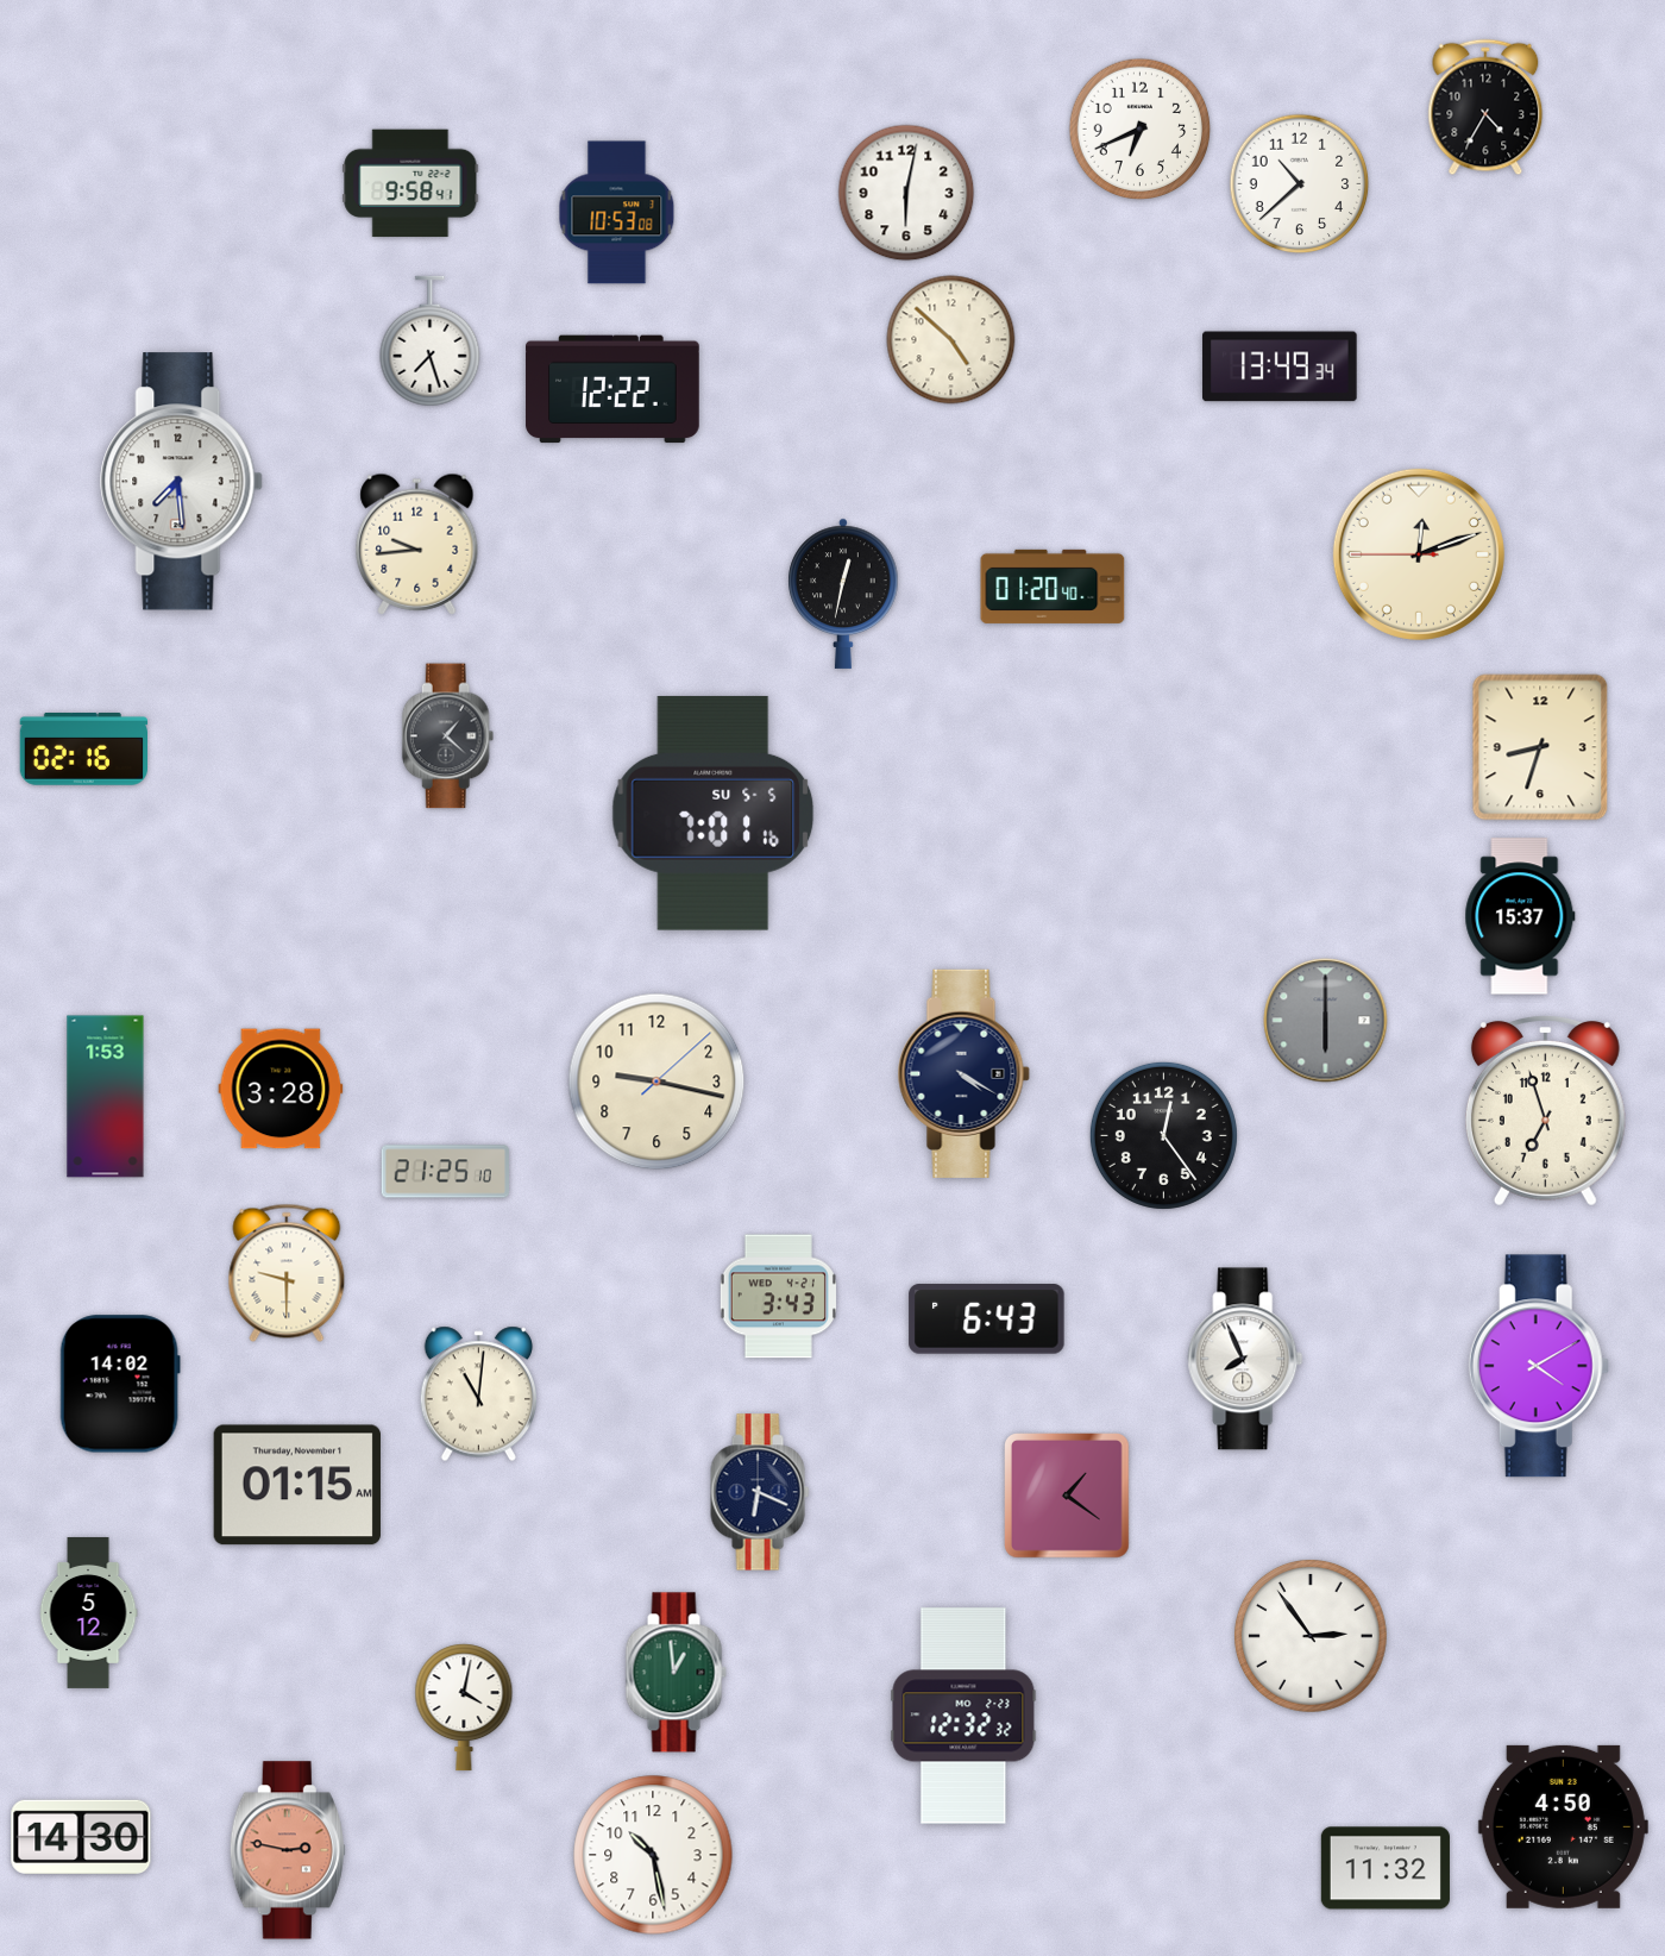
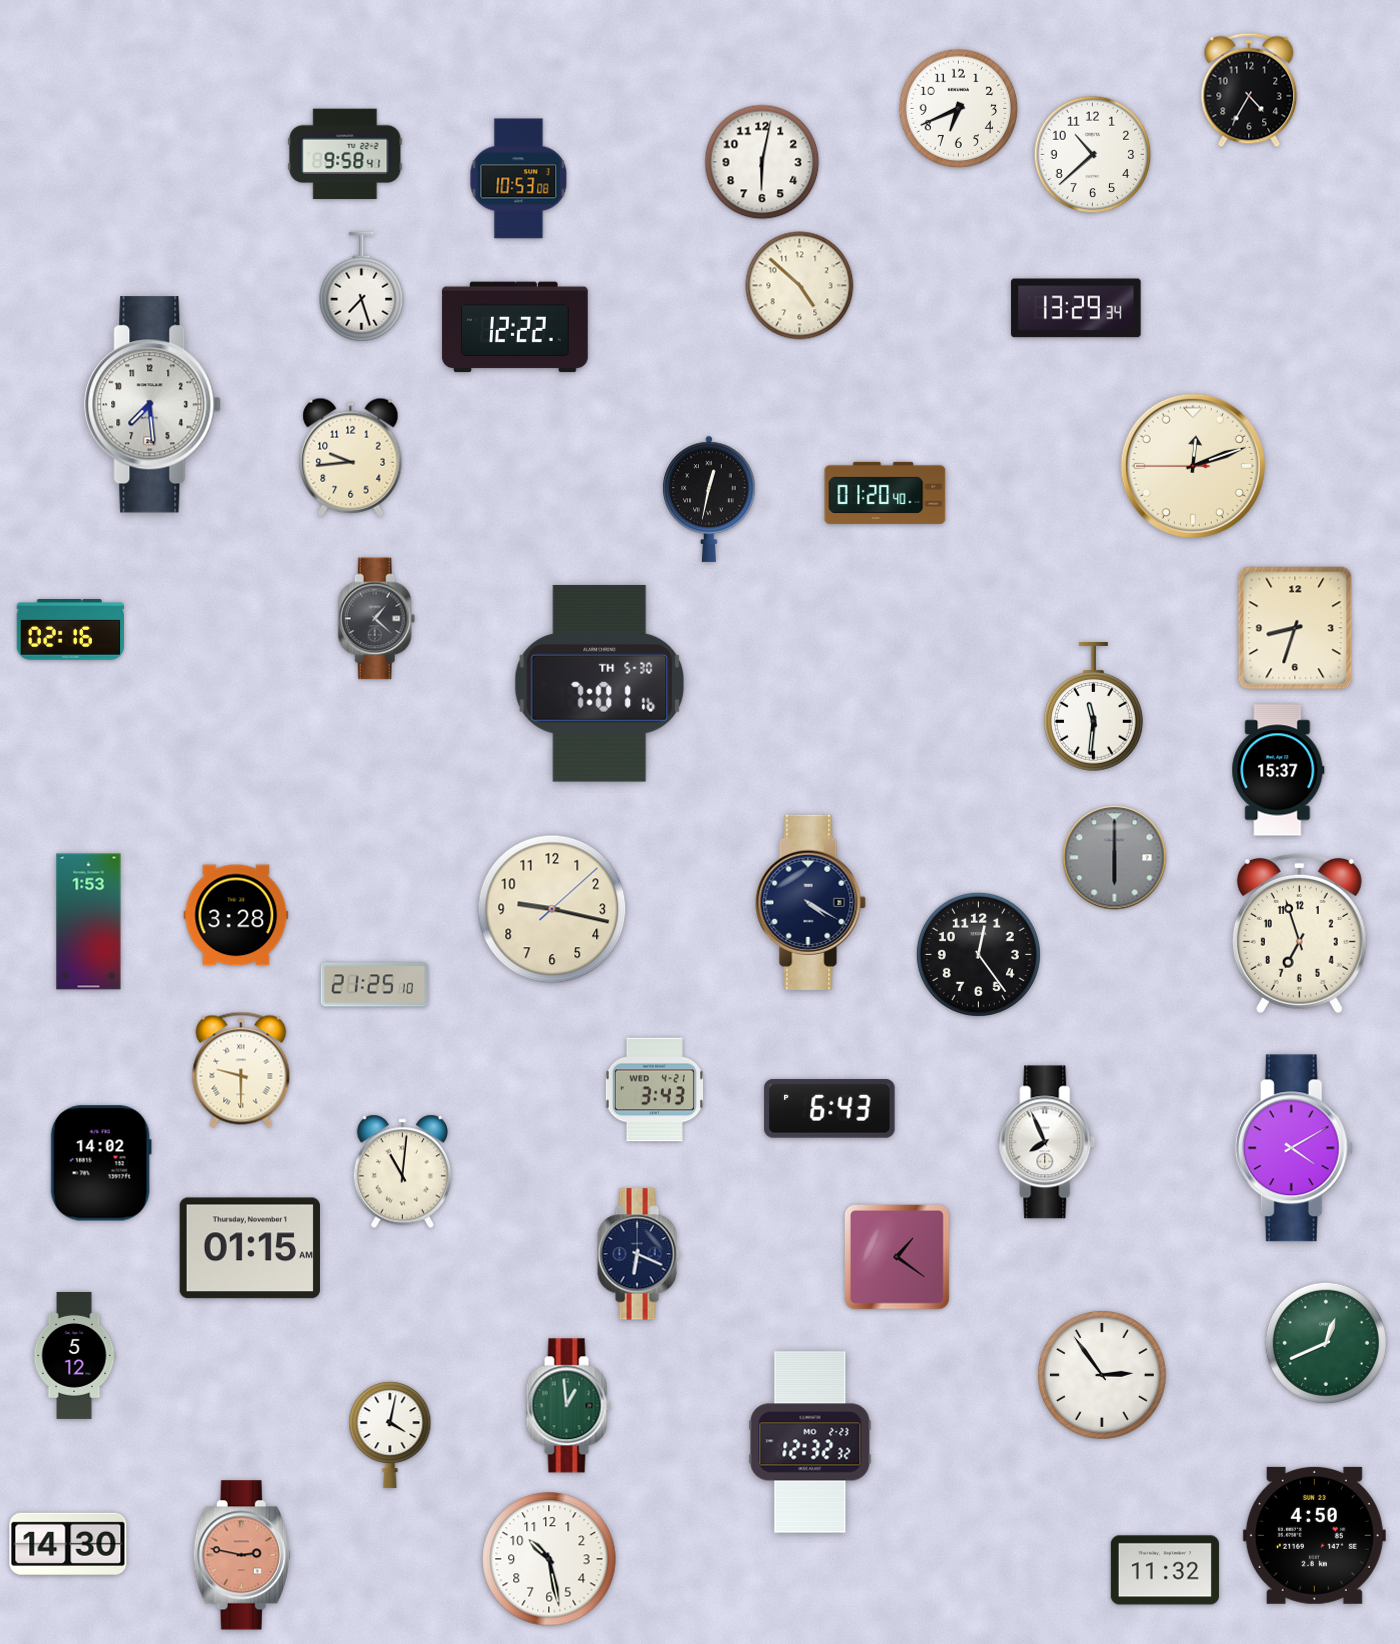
clock at (1280, 366): 13:49 -> 13:29
clock at (714, 813) date: SU 5-5 -> TH 5-30
clock at (1093, 707): none -> 11:31
clock at (1326, 1343): none -> 12:41
